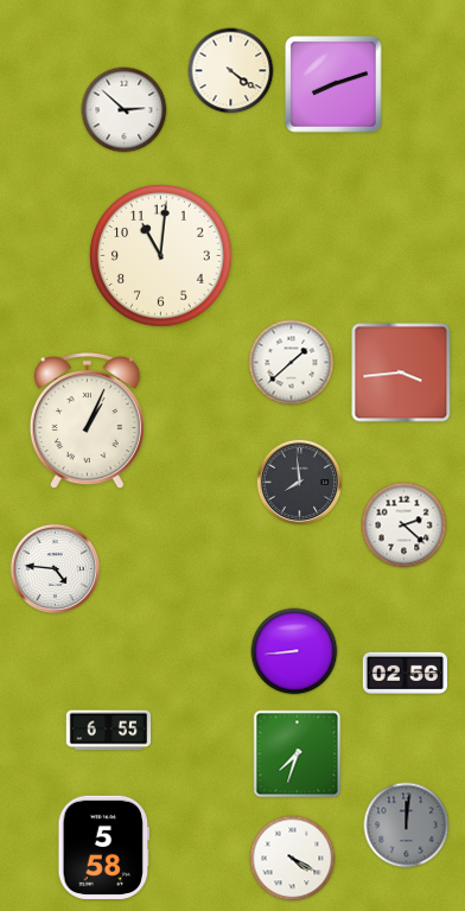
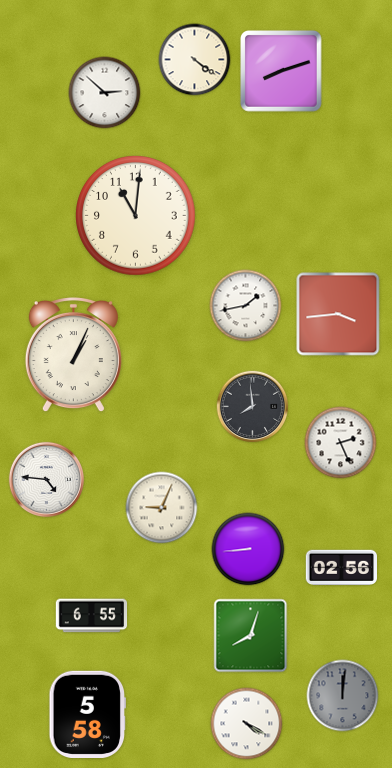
clock at (292, 363): 1:38 -> 1:43
clock at (405, 525): 2:22 -> 2:26
clock at (162, 508): none -> 9:04
clock at (298, 754): 7:33 -> 8:03
